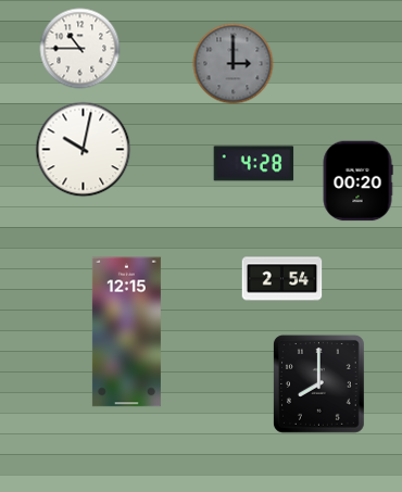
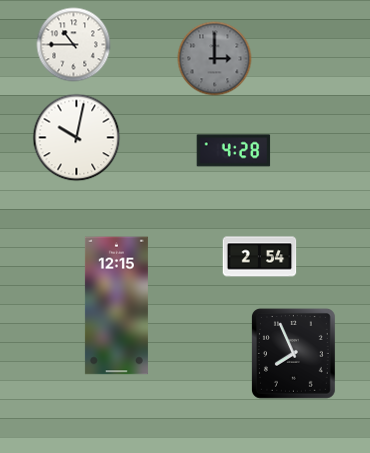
clock at (357, 181): 00:20 -> none
clock at (318, 383): 8:00 -> 7:56
